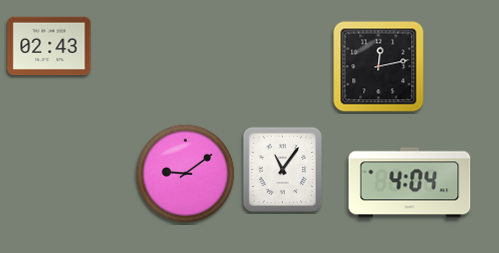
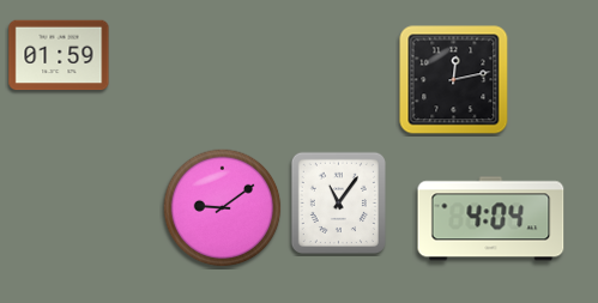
clock at (49, 46): 02:43 -> 01:59
